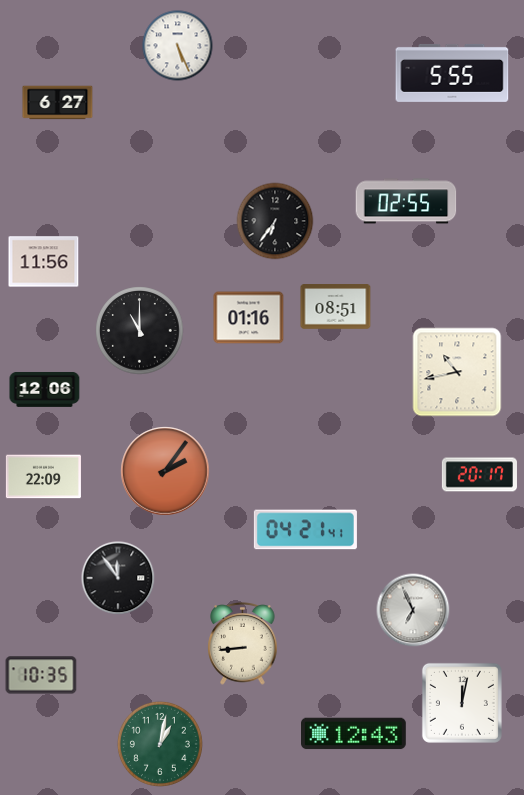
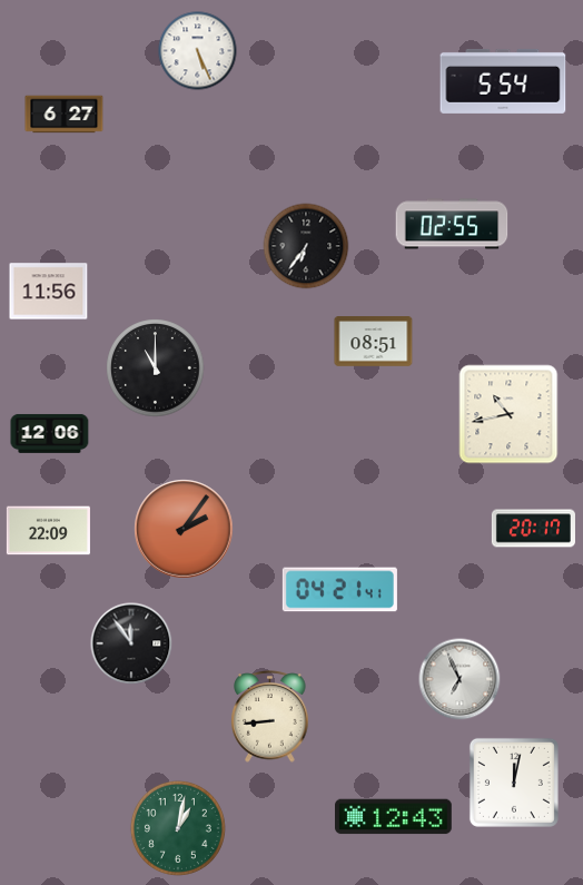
clock at (452, 73): 5:55 -> 5:54
clock at (249, 318): 01:16 -> none
clock at (165, 471) position: (165, 471) -> (184, 529)
clock at (41, 675): 10:35 -> none
